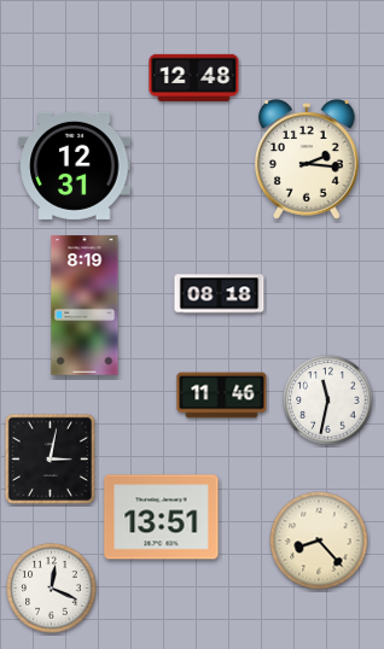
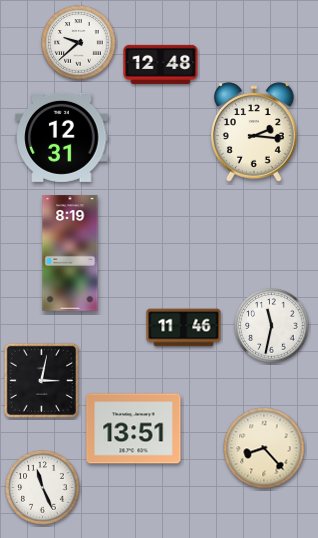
clock at (79, 43): none -> 9:38
clock at (220, 294): 08:18 -> none
clock at (328, 400) position: (328, 400) -> (272, 326)
clock at (52, 589): 12:19 -> 11:26
